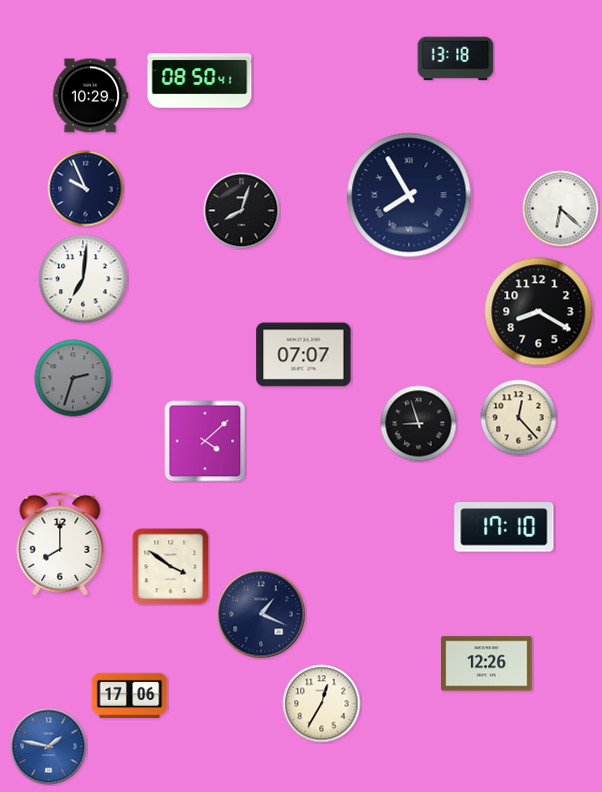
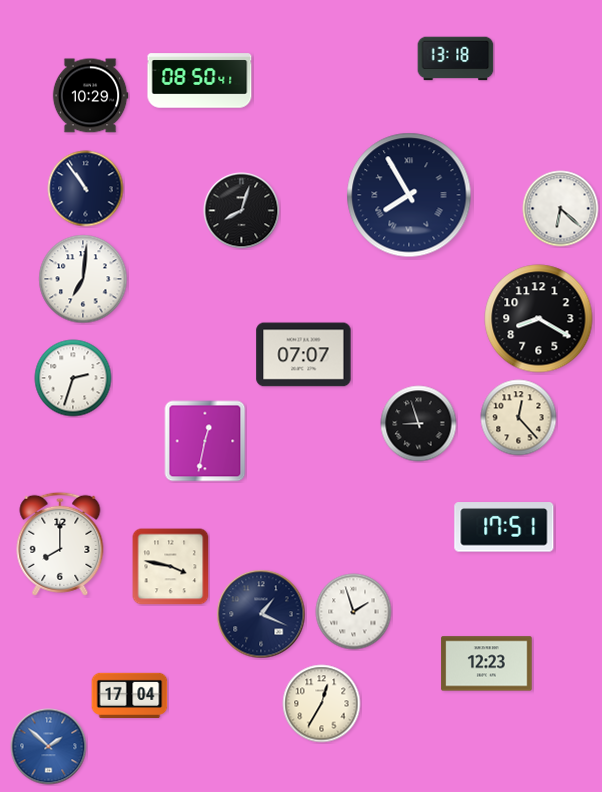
clock at (86, 189): 9:56 -> 10:54
clock at (539, 312) position: (539, 312) -> (539, 319)
clock at (73, 378) dial: grey -> white
clock at (205, 441): 4:08 -> 12:32
clock at (504, 527): 17:10 -> 17:51
clock at (171, 567): 3:51 -> 3:47
clock at (354, 612): none -> 1:57
clock at (487, 664): 12:26 -> 12:23
clock at (130, 695): 17:06 -> 17:04
clock at (49, 747): 1:47 -> 1:52
